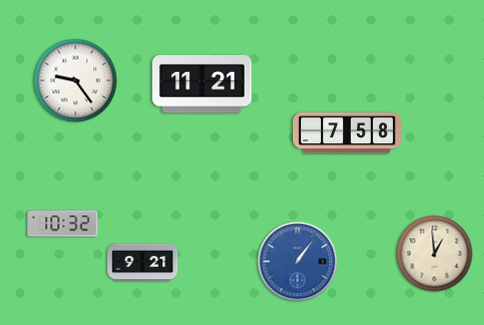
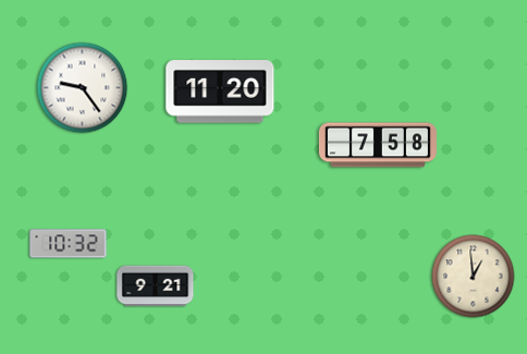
clock at (202, 84): 11:21 -> 11:20
clock at (298, 262): 1:06 -> none
